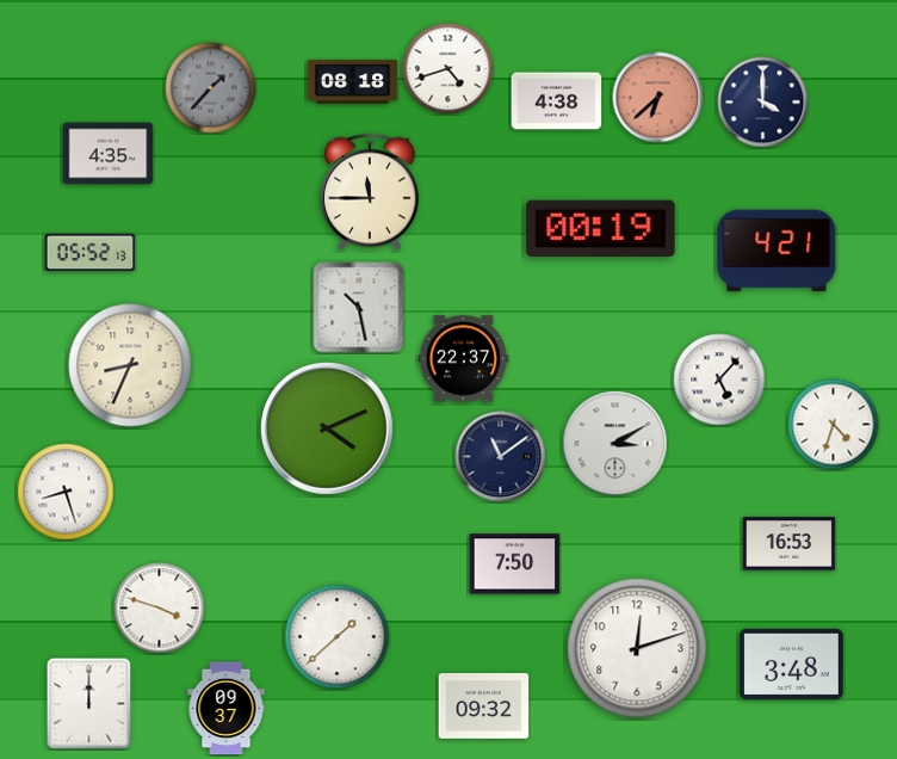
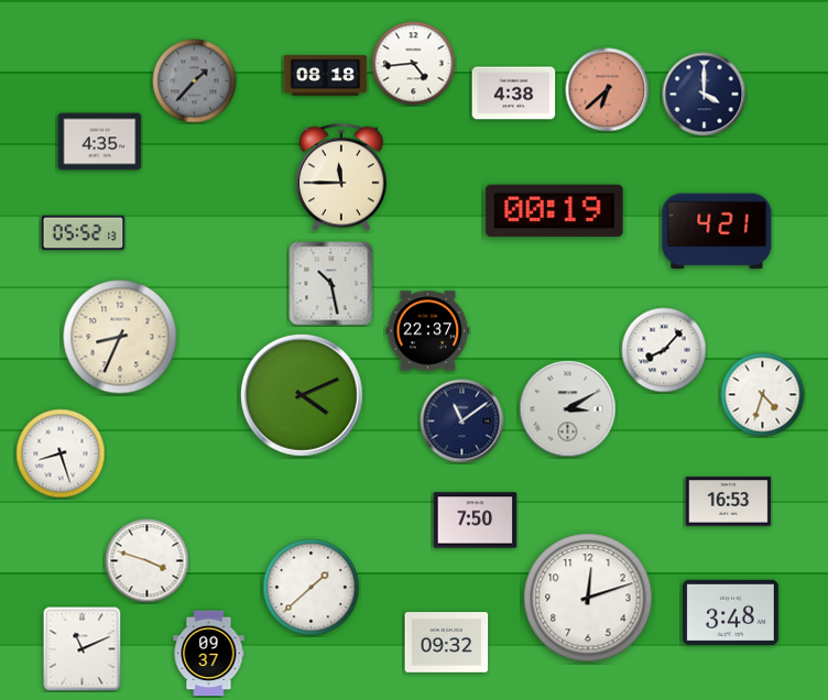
clock at (448, 69): 4:42 -> 4:44
clock at (719, 379): 5:07 -> 8:07
clock at (834, 425) position: (834, 425) -> (763, 395)
clock at (89, 704): 12:00 -> 11:11
clock at (484, 706) position: (484, 706) -> (447, 643)
